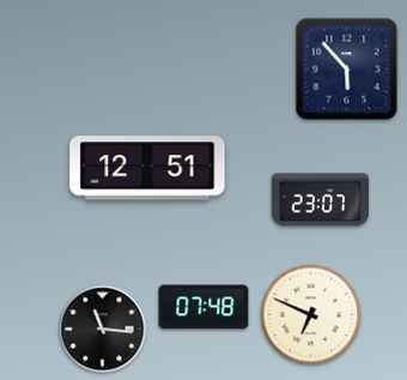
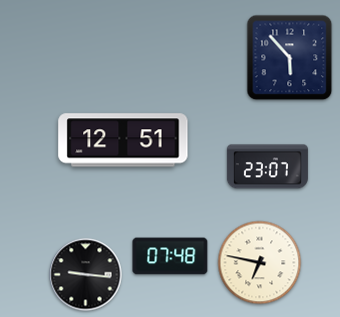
clock at (311, 315): 6:49 -> 6:47
clock at (103, 330): 11:16 -> 9:16
